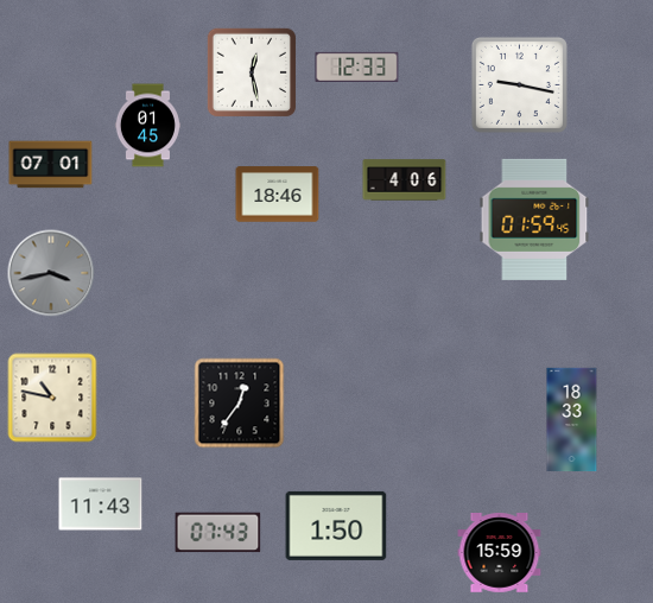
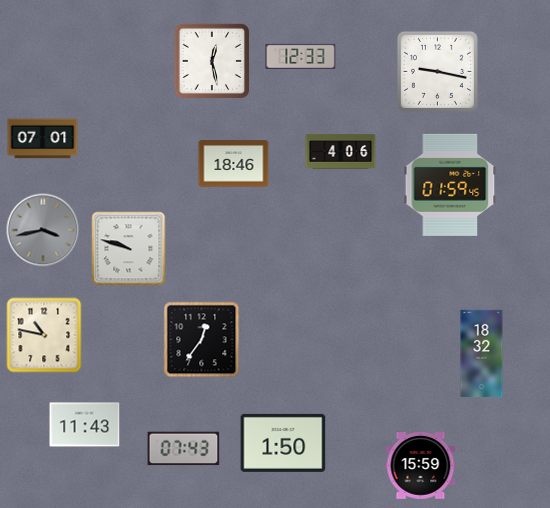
clock at (147, 126): 01:45 -> none
clock at (129, 249): none -> 9:48
clock at (572, 420): 18:33 -> 18:32
